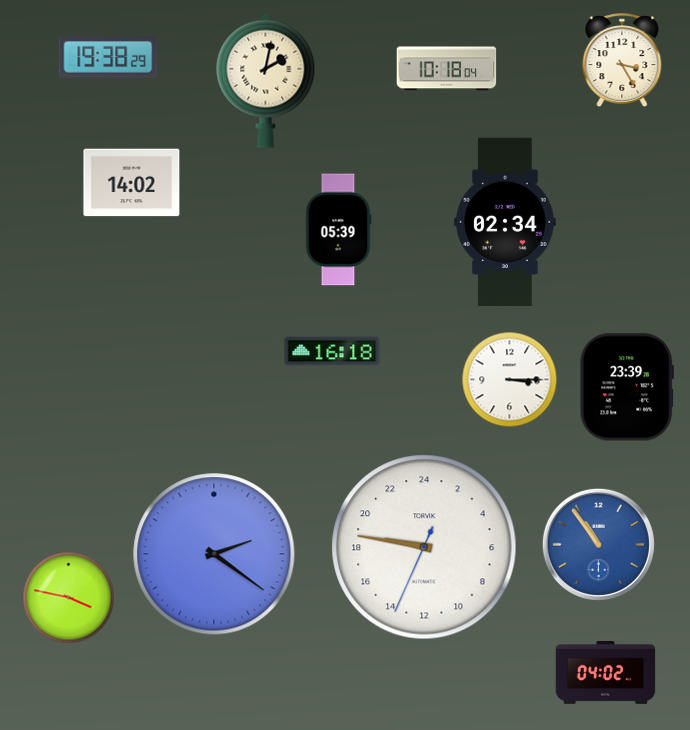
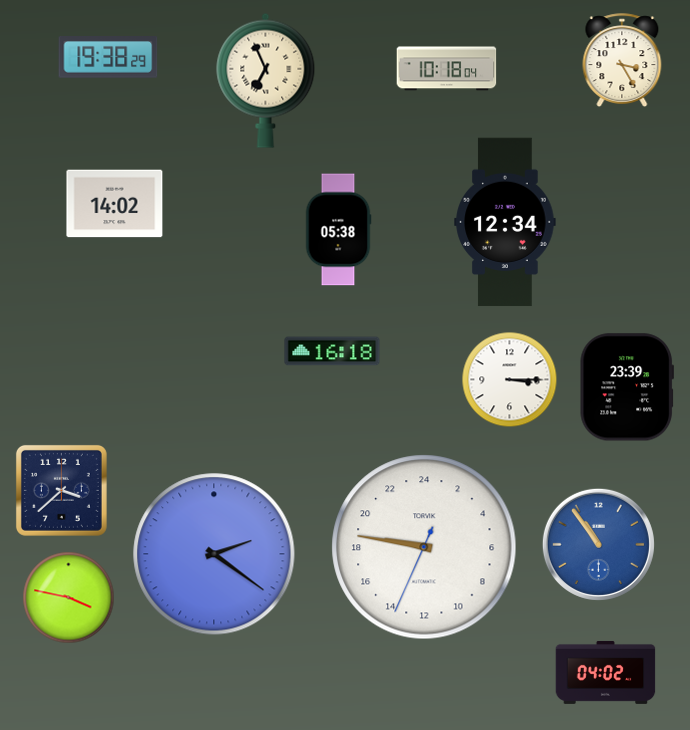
clock at (266, 80): 2:02 -> 6:56
clock at (132, 183) position: (132, 183) -> (115, 204)
clock at (505, 222): 02:34 -> 12:34
clock at (338, 230): 05:39 -> 05:38
clock at (61, 490): none -> 3:38
